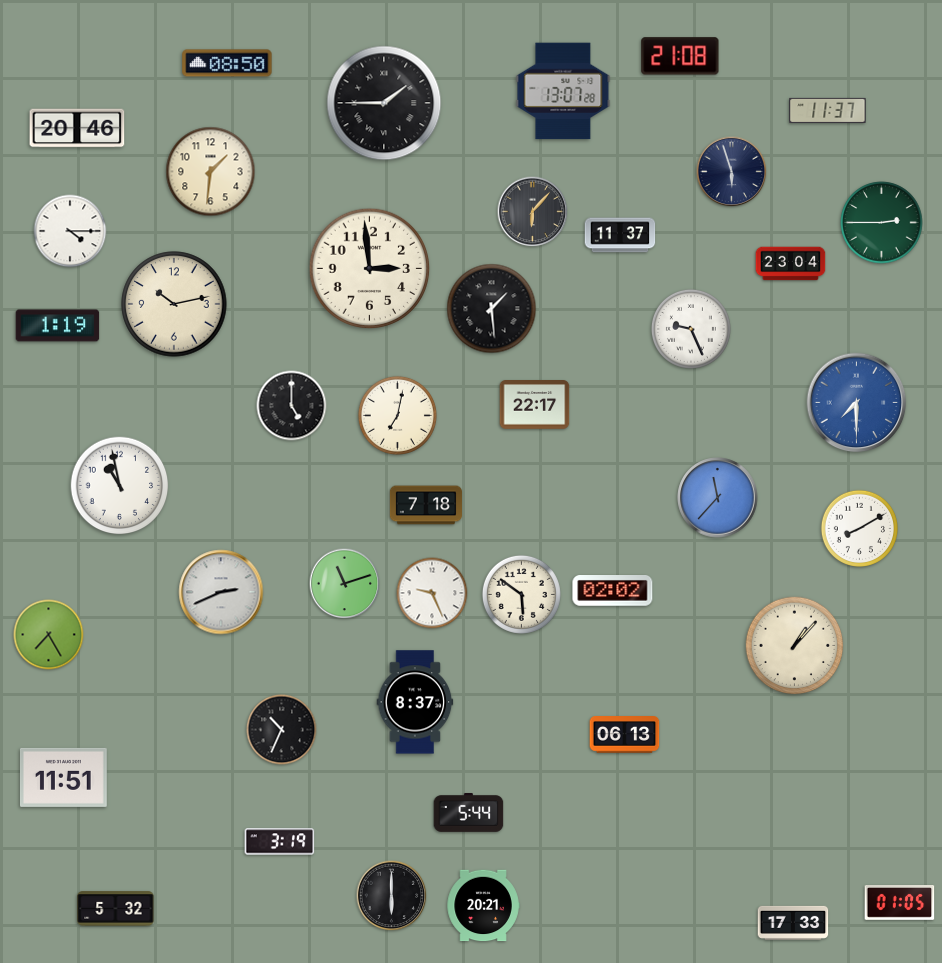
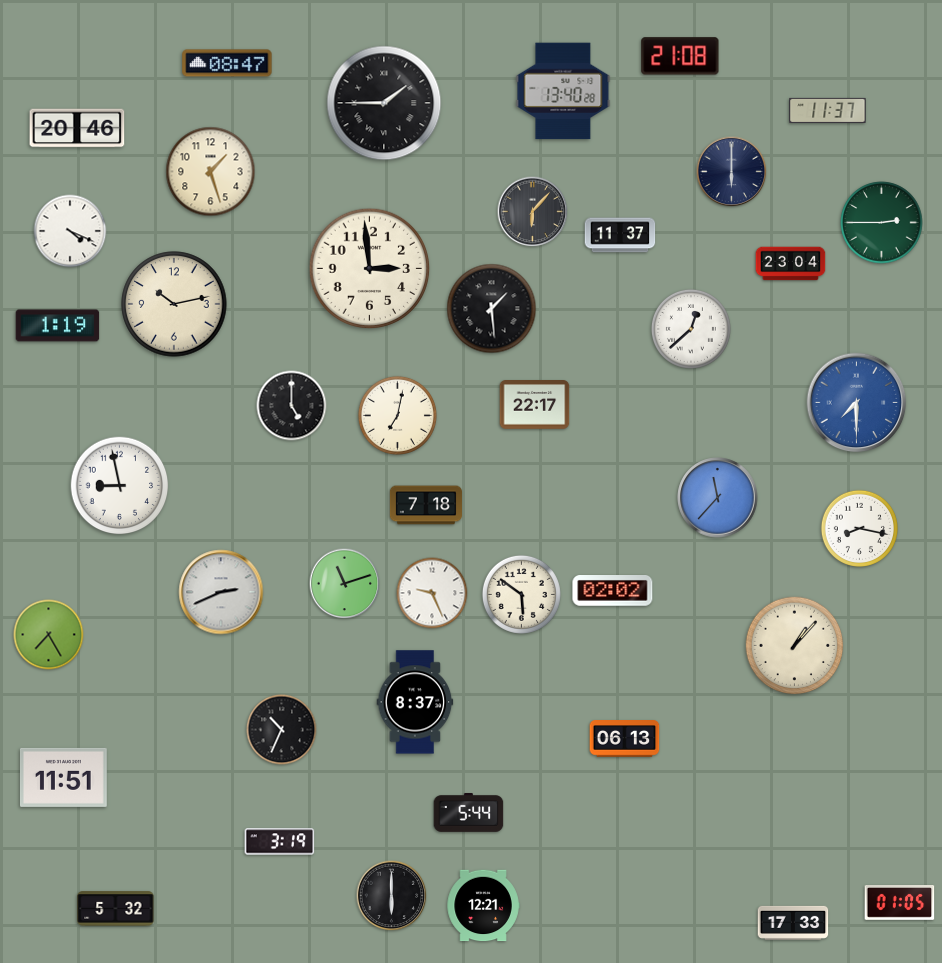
clock at (227, 63): 08:50 -> 08:47
clock at (563, 91): 13:07 -> 13:40
clock at (211, 172): 1:31 -> 1:27
clock at (732, 172): 5:57 -> 6:00
clock at (70, 231): 4:15 -> 4:19
clock at (691, 329): 9:26 -> 12:38
clock at (120, 486): 10:58 -> 8:58
clock at (859, 528): 8:10 -> 8:17
clock at (625, 735) position: (625, 735) -> (625, 739)
clock at (483, 906): 20:21 -> 12:21
